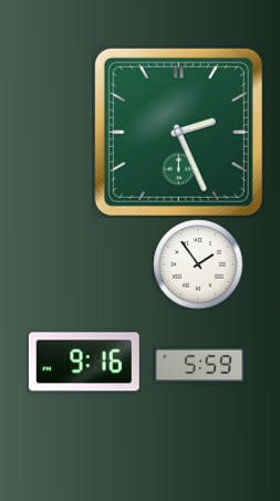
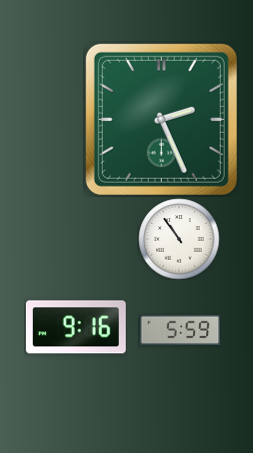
clock at (198, 264): 1:54 -> 10:54
